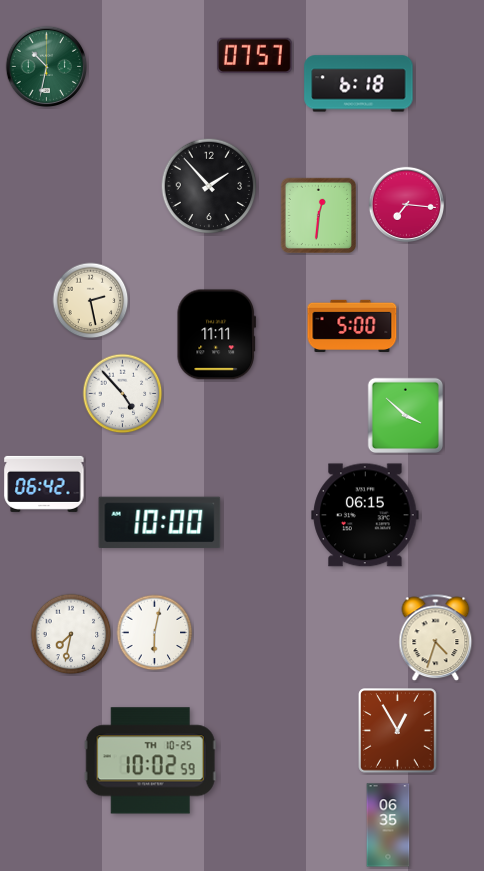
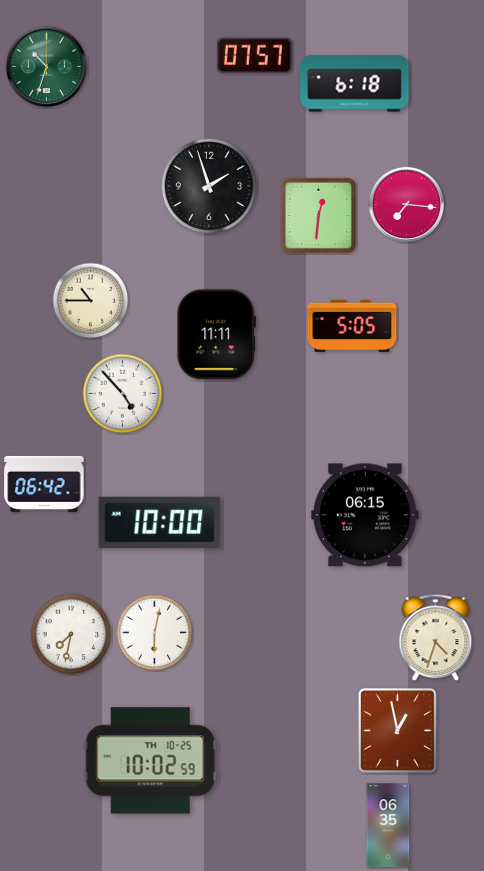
clock at (47, 67): 10:32 -> 10:33
clock at (359, 84) position: (359, 84) -> (355, 84)
clock at (209, 186): 1:53 -> 1:57
clock at (91, 301): 2:28 -> 10:45
clock at (352, 326): 5:00 -> 5:05
clock at (406, 416): 3:52 -> none
clock at (398, 731): 12:55 -> 12:58
